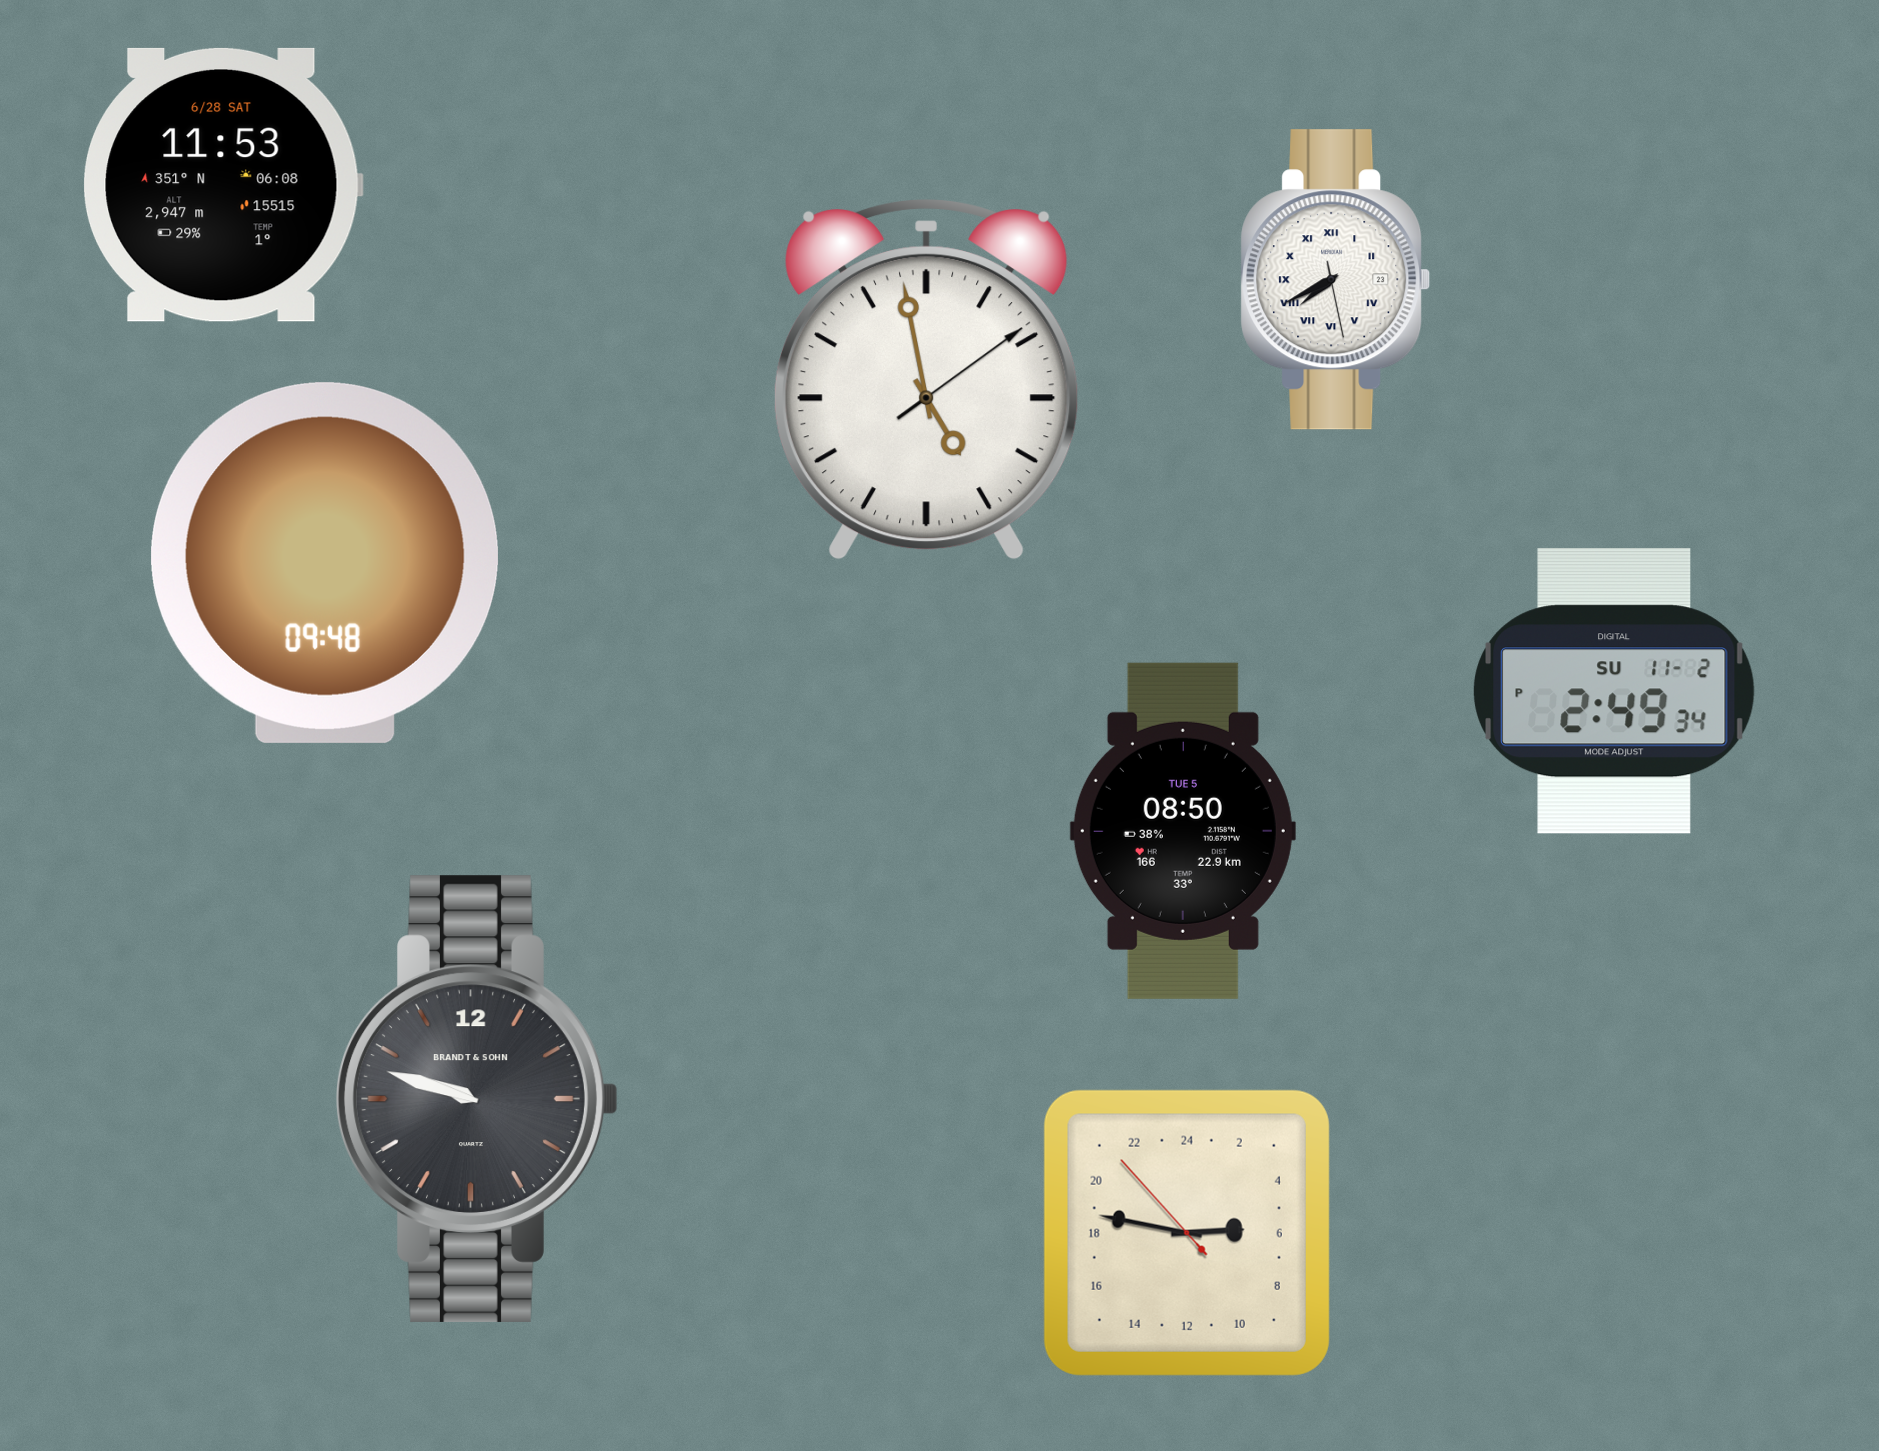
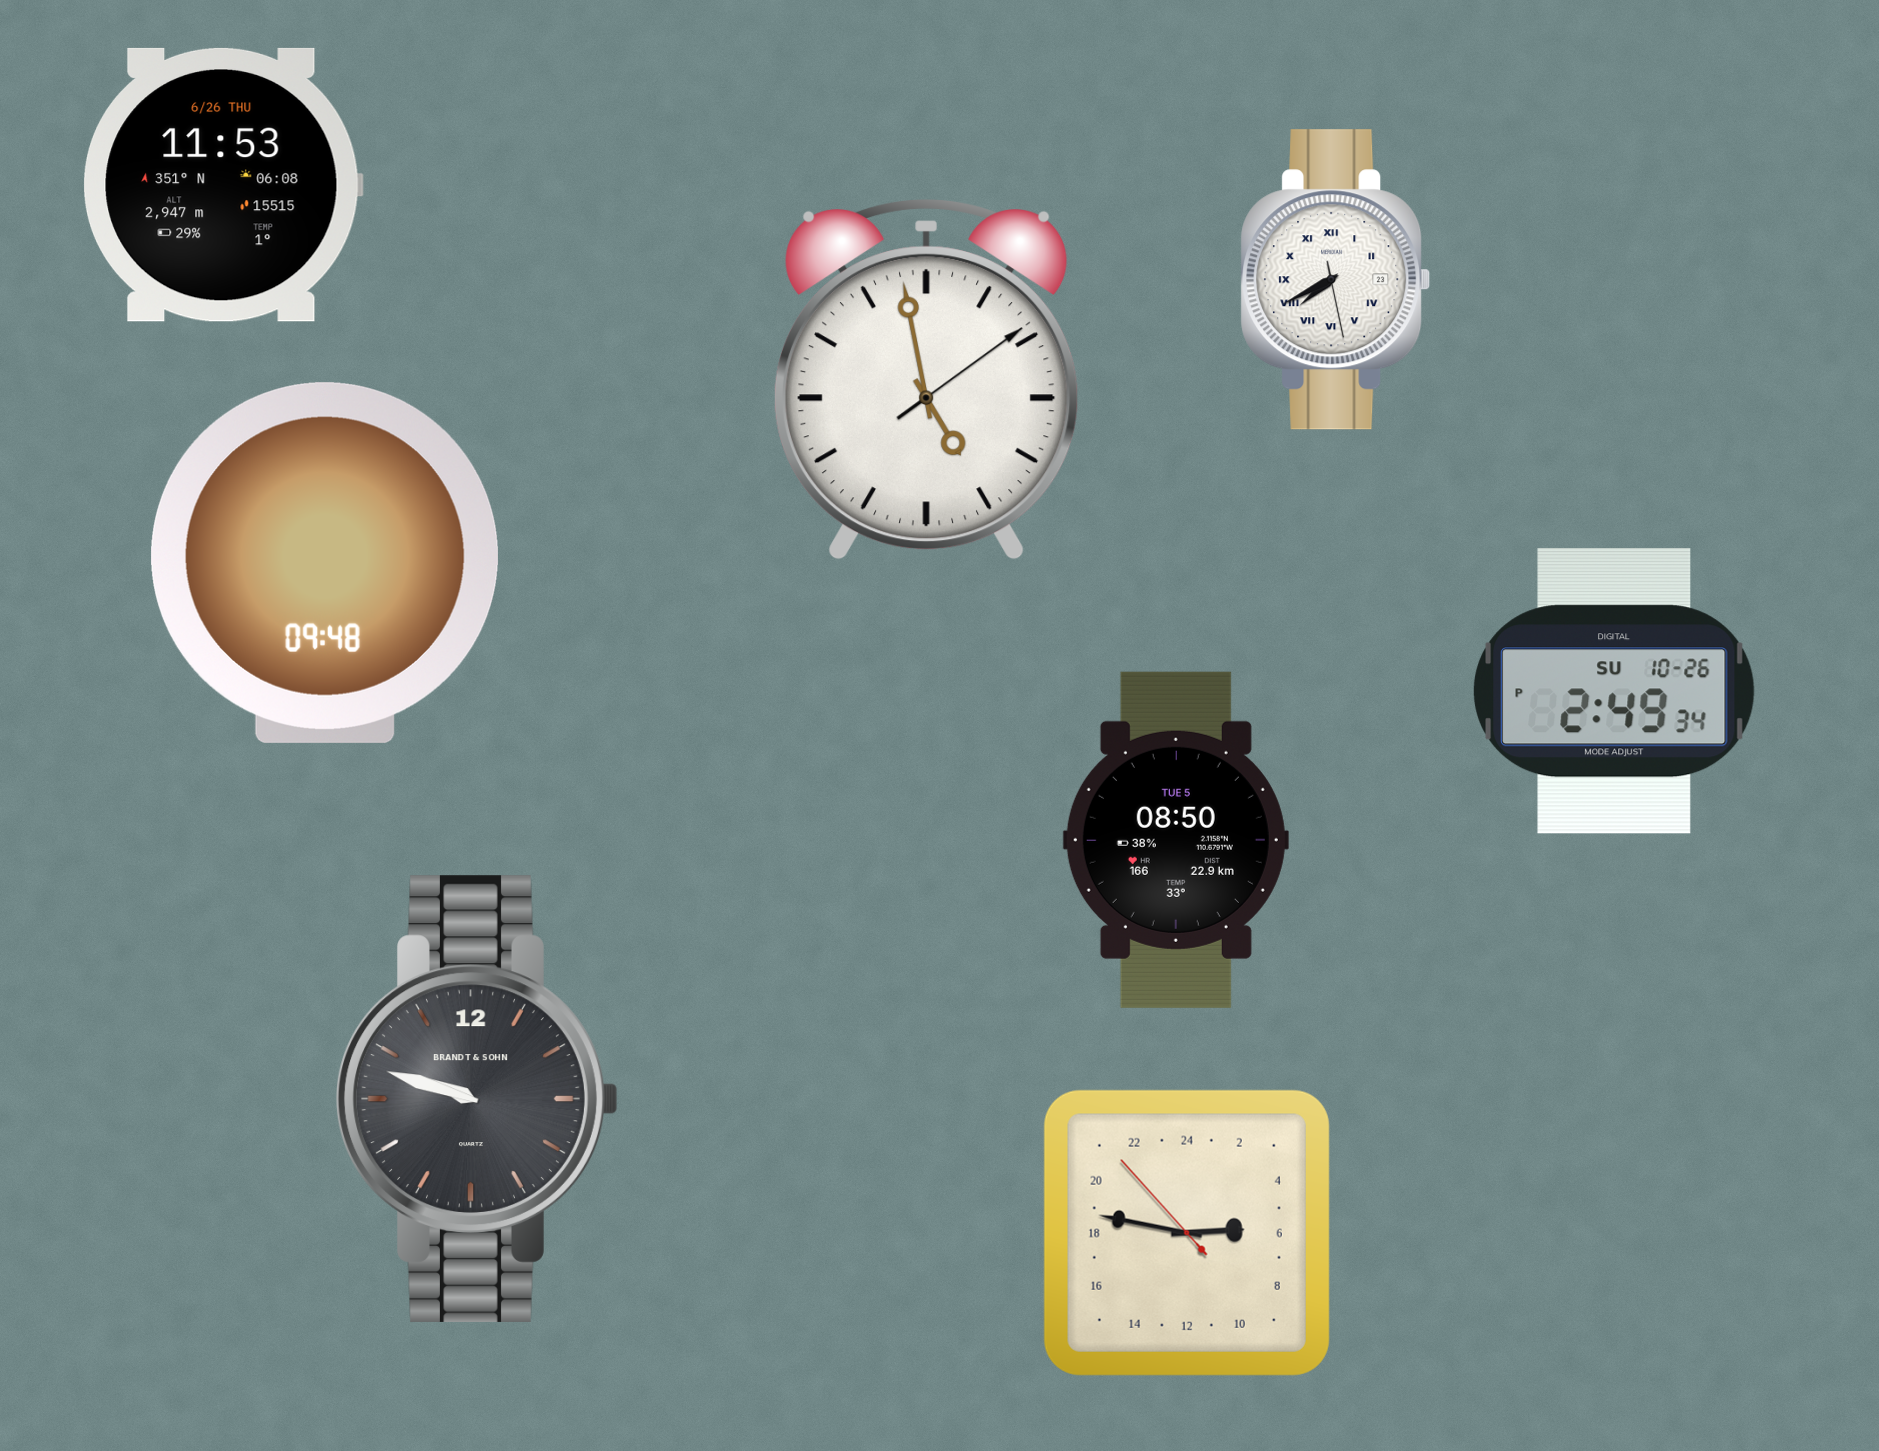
clock at (223, 185) date: 6/28 SAT -> 6/26 THU
clock at (1615, 691) date: SU 11-2 -> SU 10-26
clock at (1183, 831) position: (1183, 831) -> (1176, 840)
